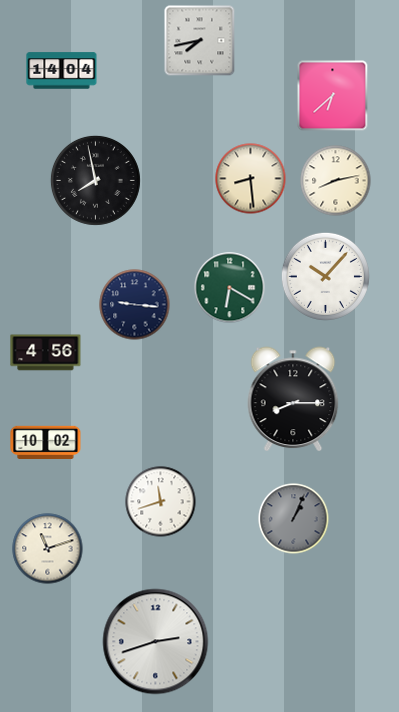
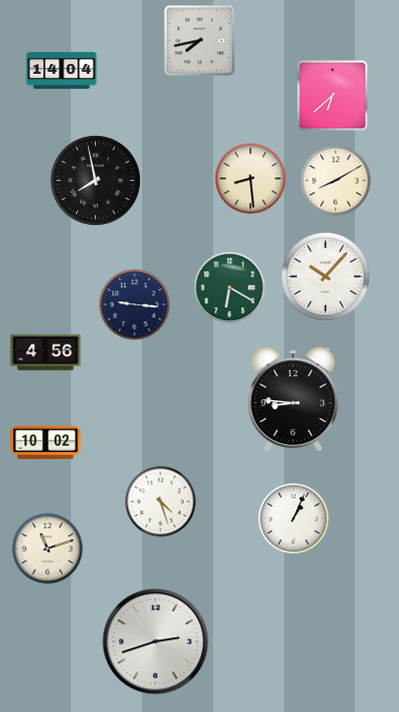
clock at (336, 181): 8:13 -> 8:10
clock at (293, 399): 8:15 -> 8:46
clock at (161, 502): 11:42 -> 4:27
clock at (294, 519) dial: grey -> white
